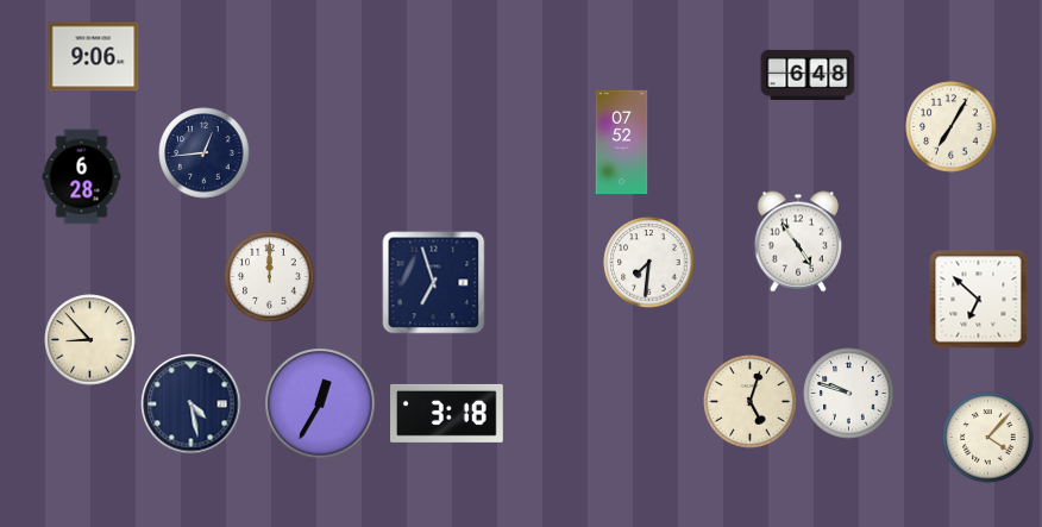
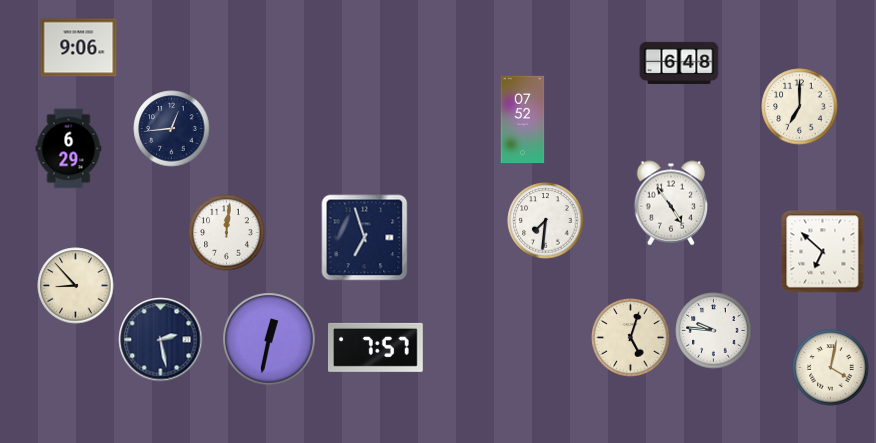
clock at (952, 127): 7:05 -> 7:00
clock at (82, 177): 6:28 -> 6:29
clock at (270, 277): 12:00 -> 12:01
clock at (849, 394): 9:48 -> 9:46
clock at (320, 403): 12:35 -> 12:32
clock at (192, 404): 4:28 -> 2:28
clock at (447, 413): 3:18 -> 7:57
clock at (988, 438): 4:07 -> 4:02
